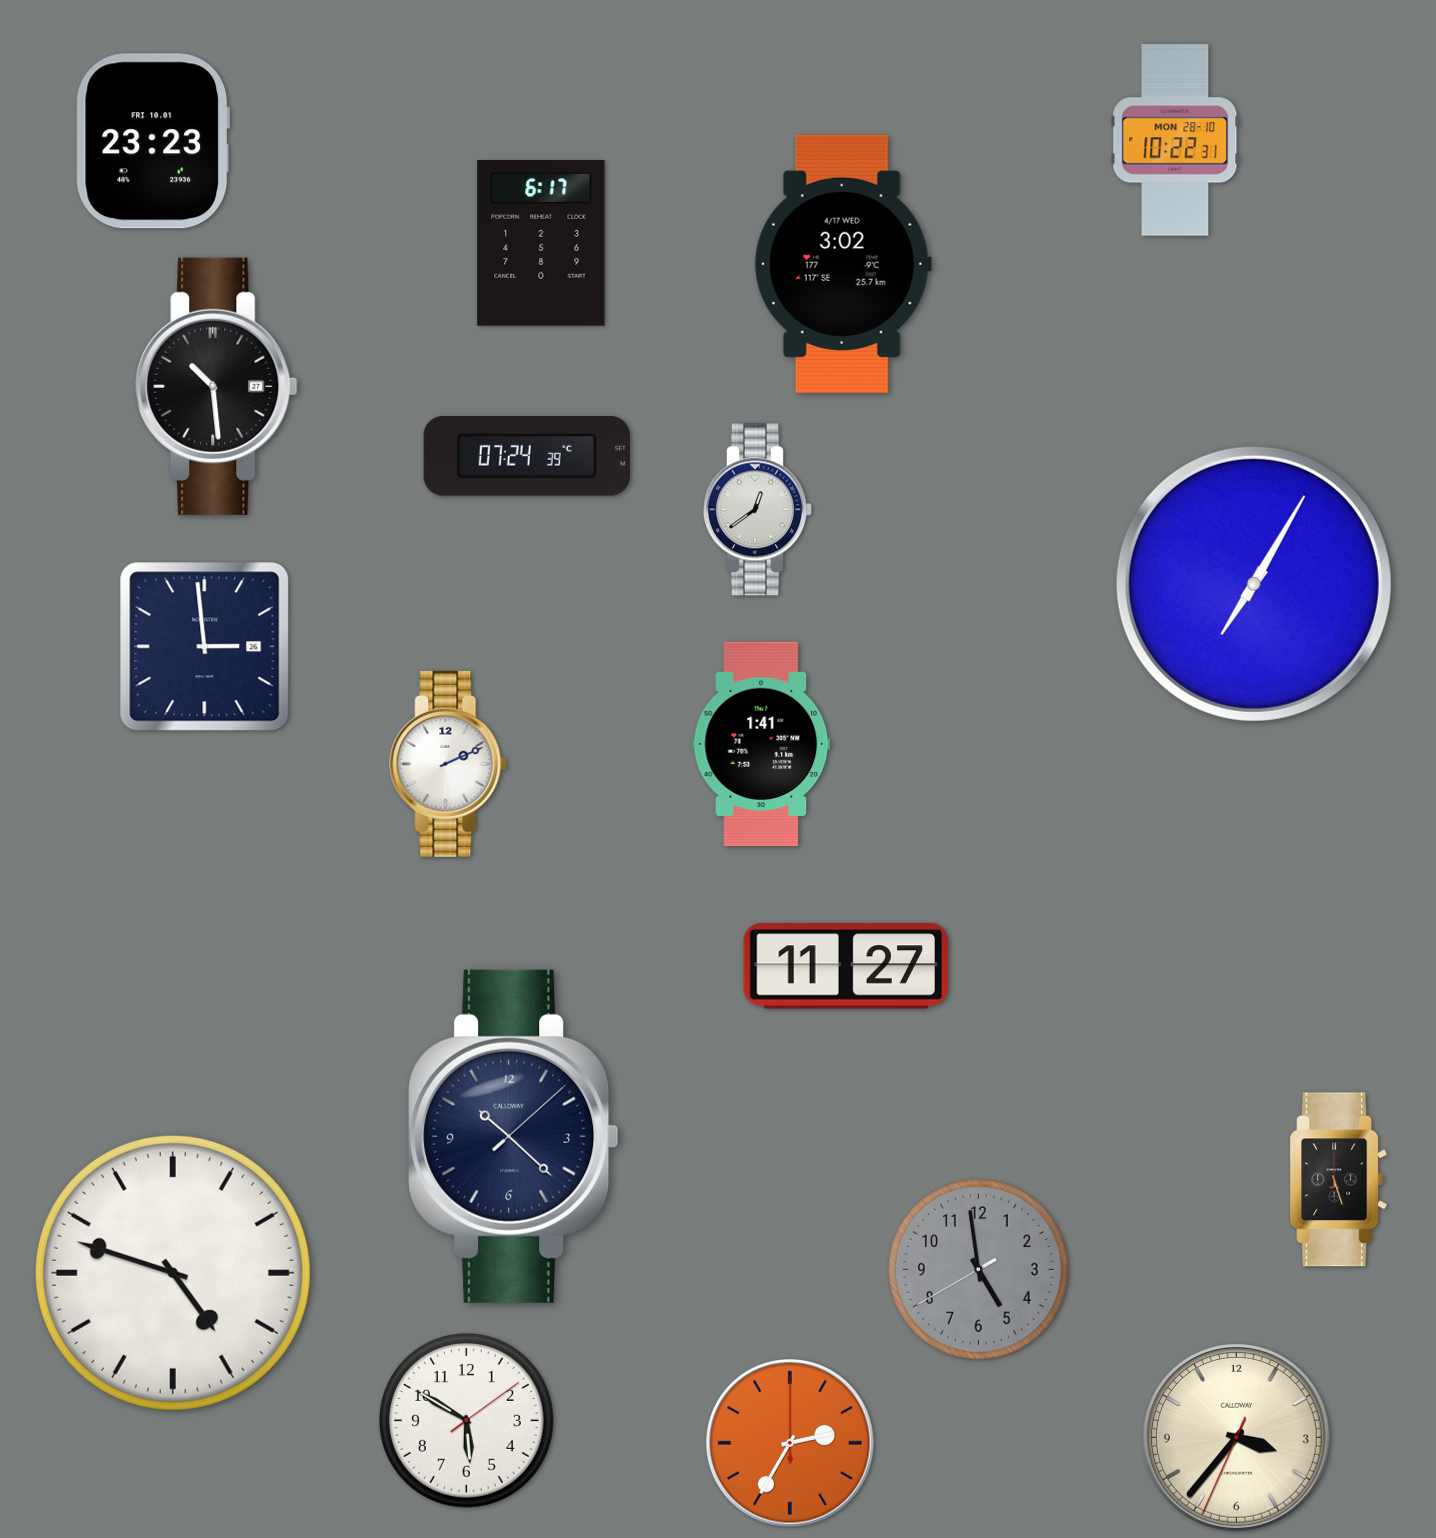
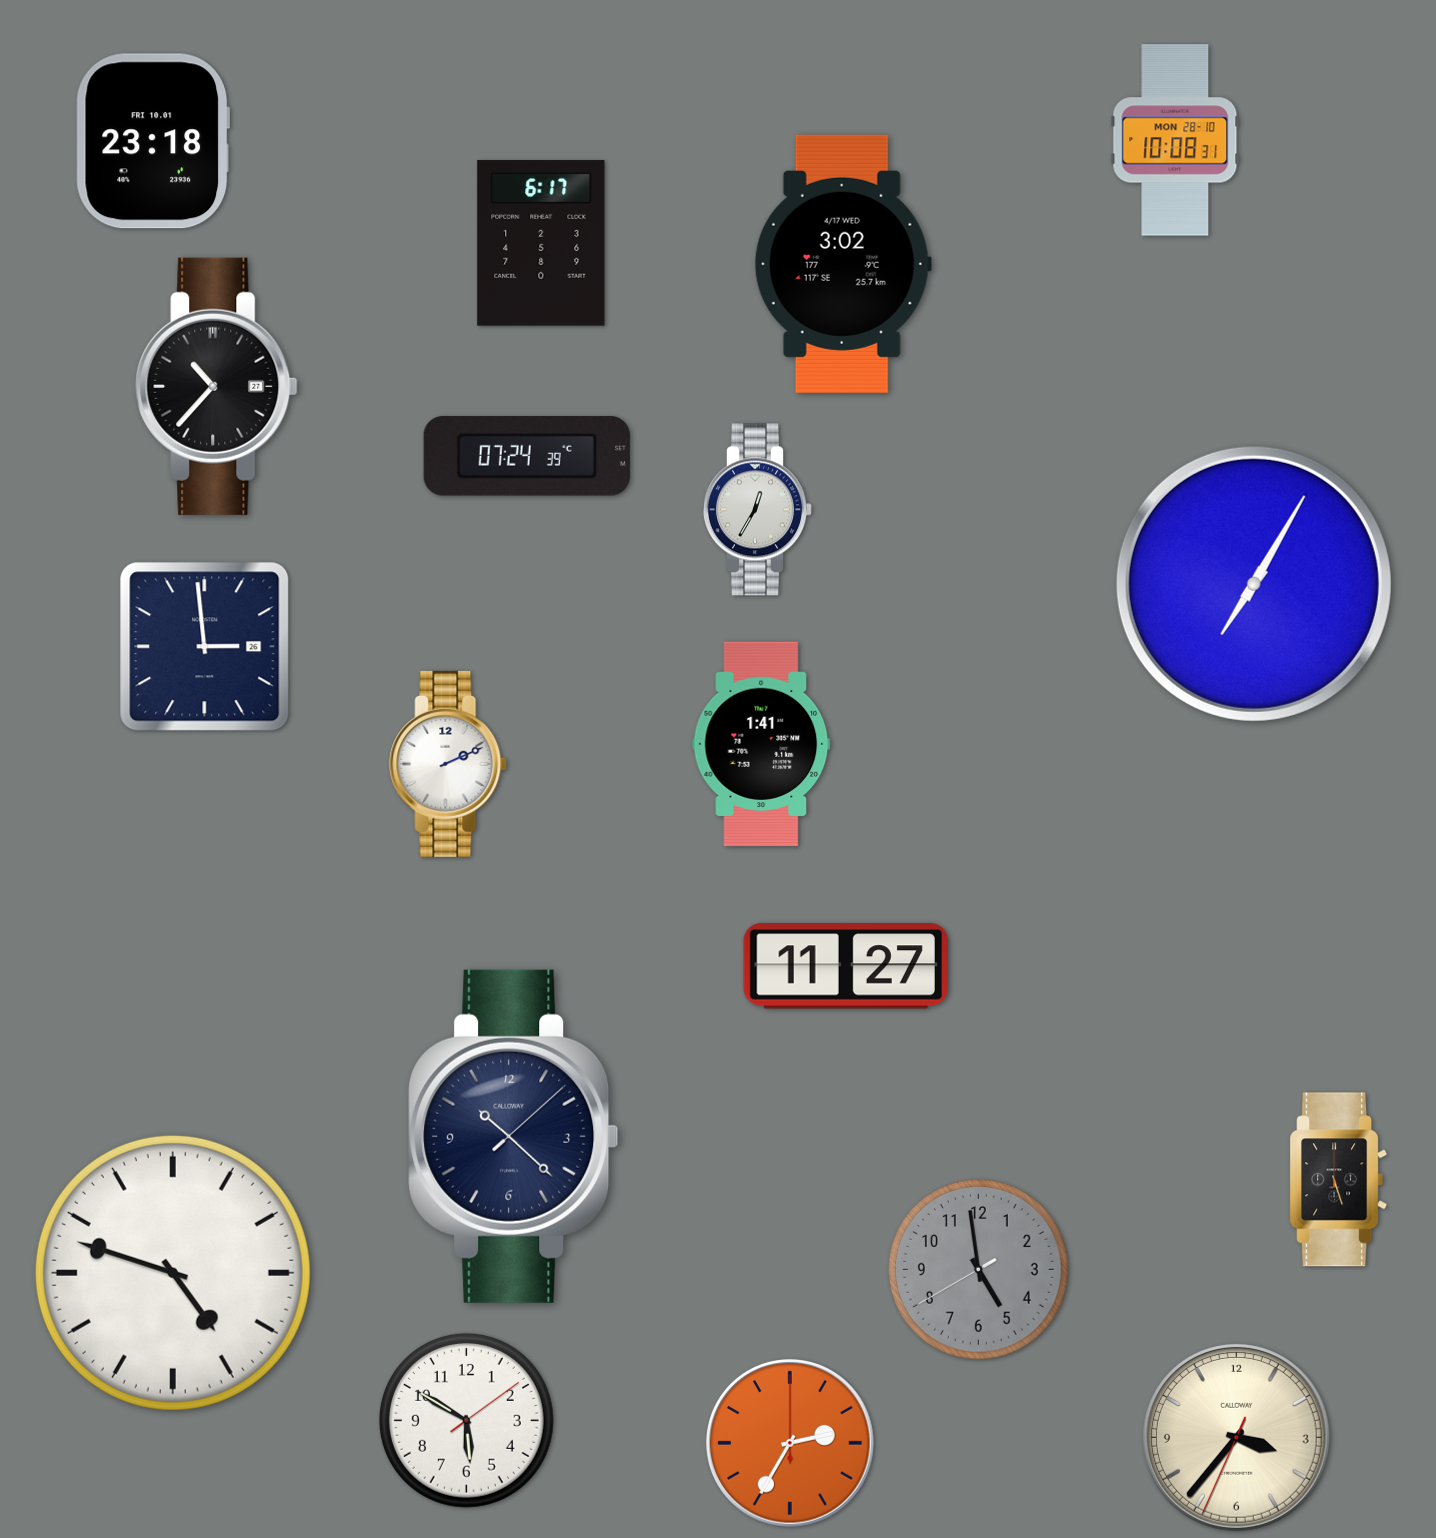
clock at (1175, 140): 10:22 -> 10:08
clock at (152, 141): 23:23 -> 23:18
clock at (217, 386): 10:29 -> 10:37
clock at (757, 510): 12:39 -> 12:35
